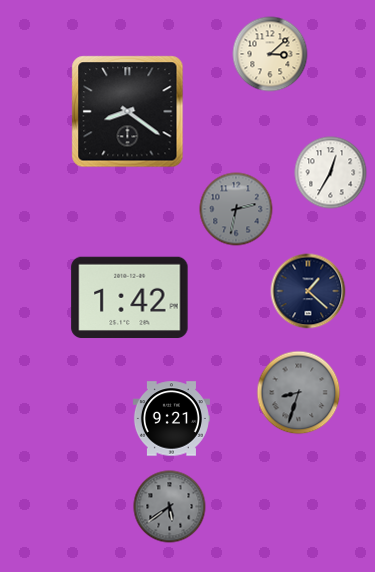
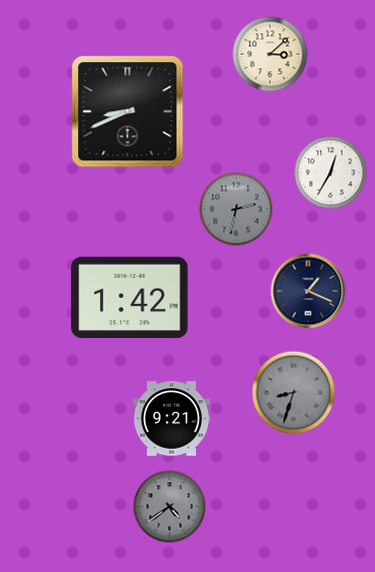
clock at (128, 112): 8:21 -> 8:41
clock at (308, 291): 1:22 -> 1:19
clock at (299, 393) position: (299, 393) -> (294, 393)
clock at (170, 507): 5:39 -> 4:39
